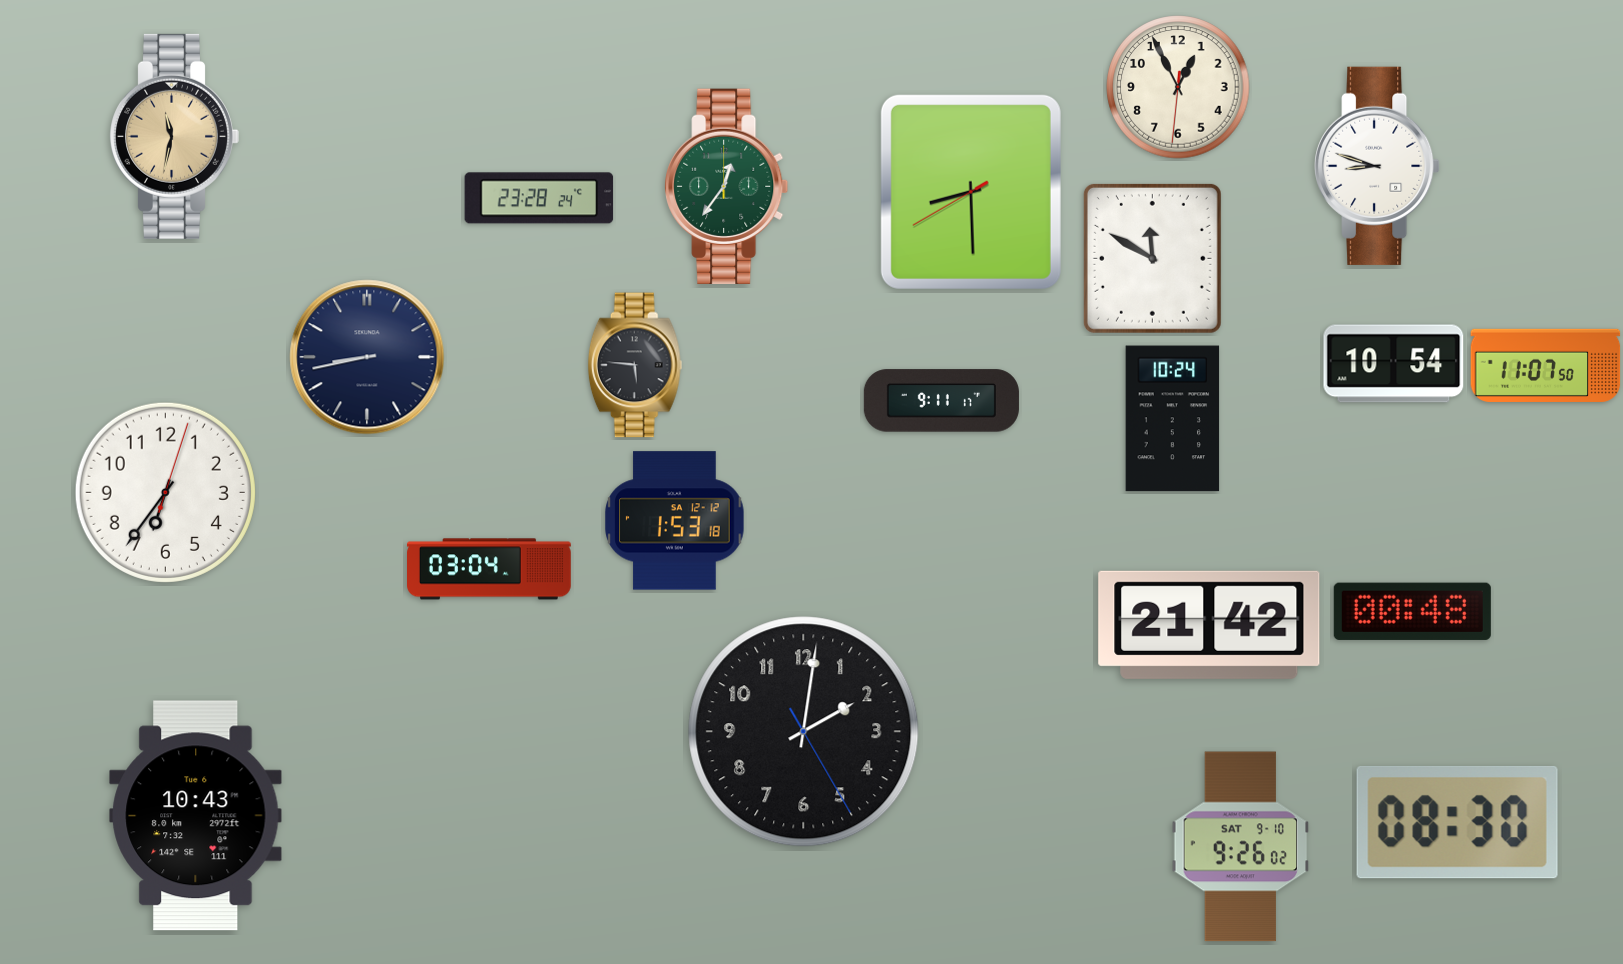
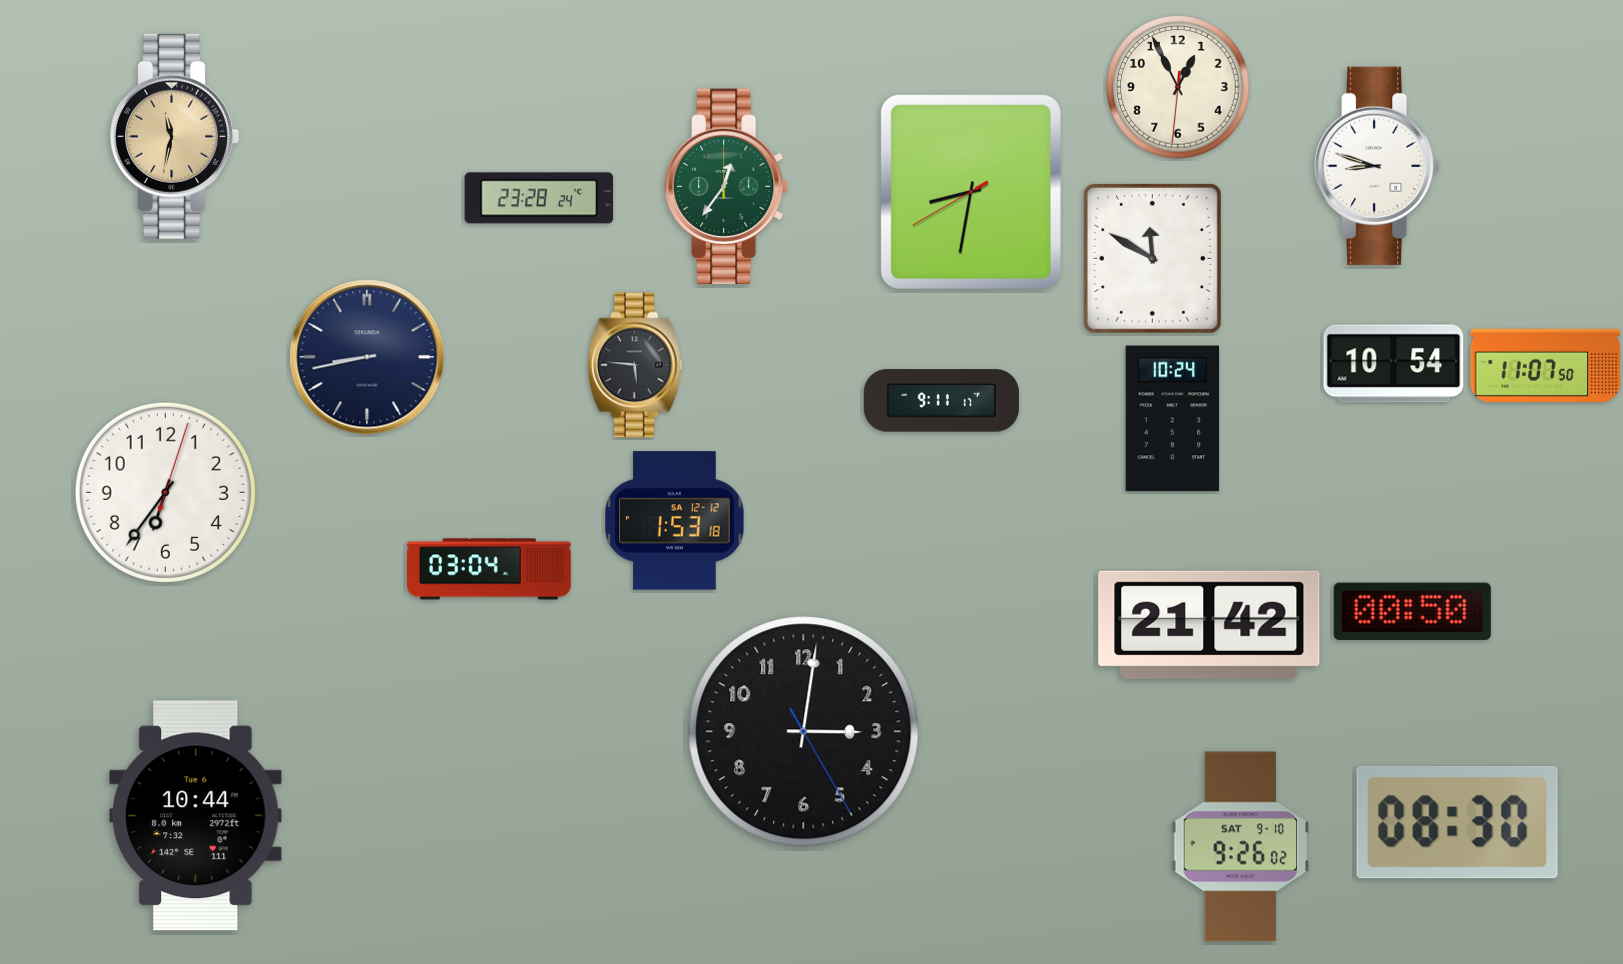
clock at (971, 192): 8:29 -> 8:31
clock at (1412, 611): 00:48 -> 00:50
clock at (804, 732): 2:01 -> 3:01
clock at (196, 816): 10:43 -> 10:44
